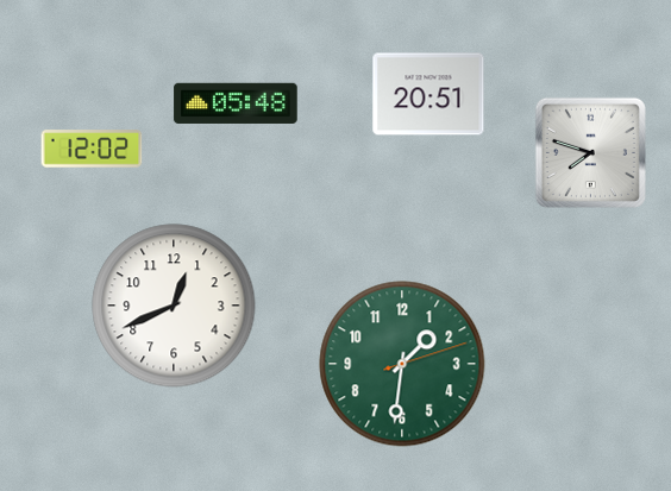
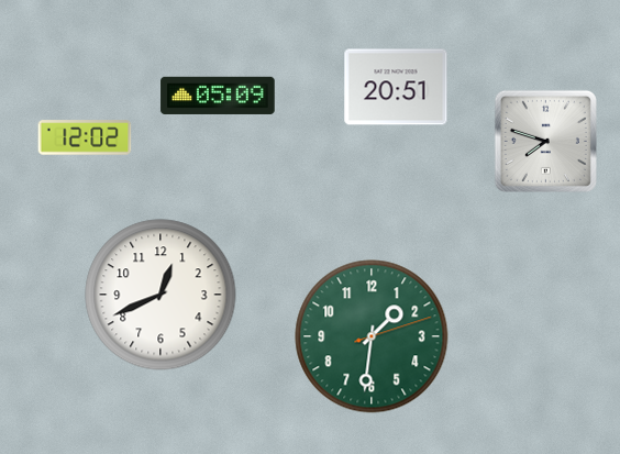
clock at (236, 102): 05:48 -> 05:09
clock at (174, 306) position: (174, 306) -> (160, 295)
